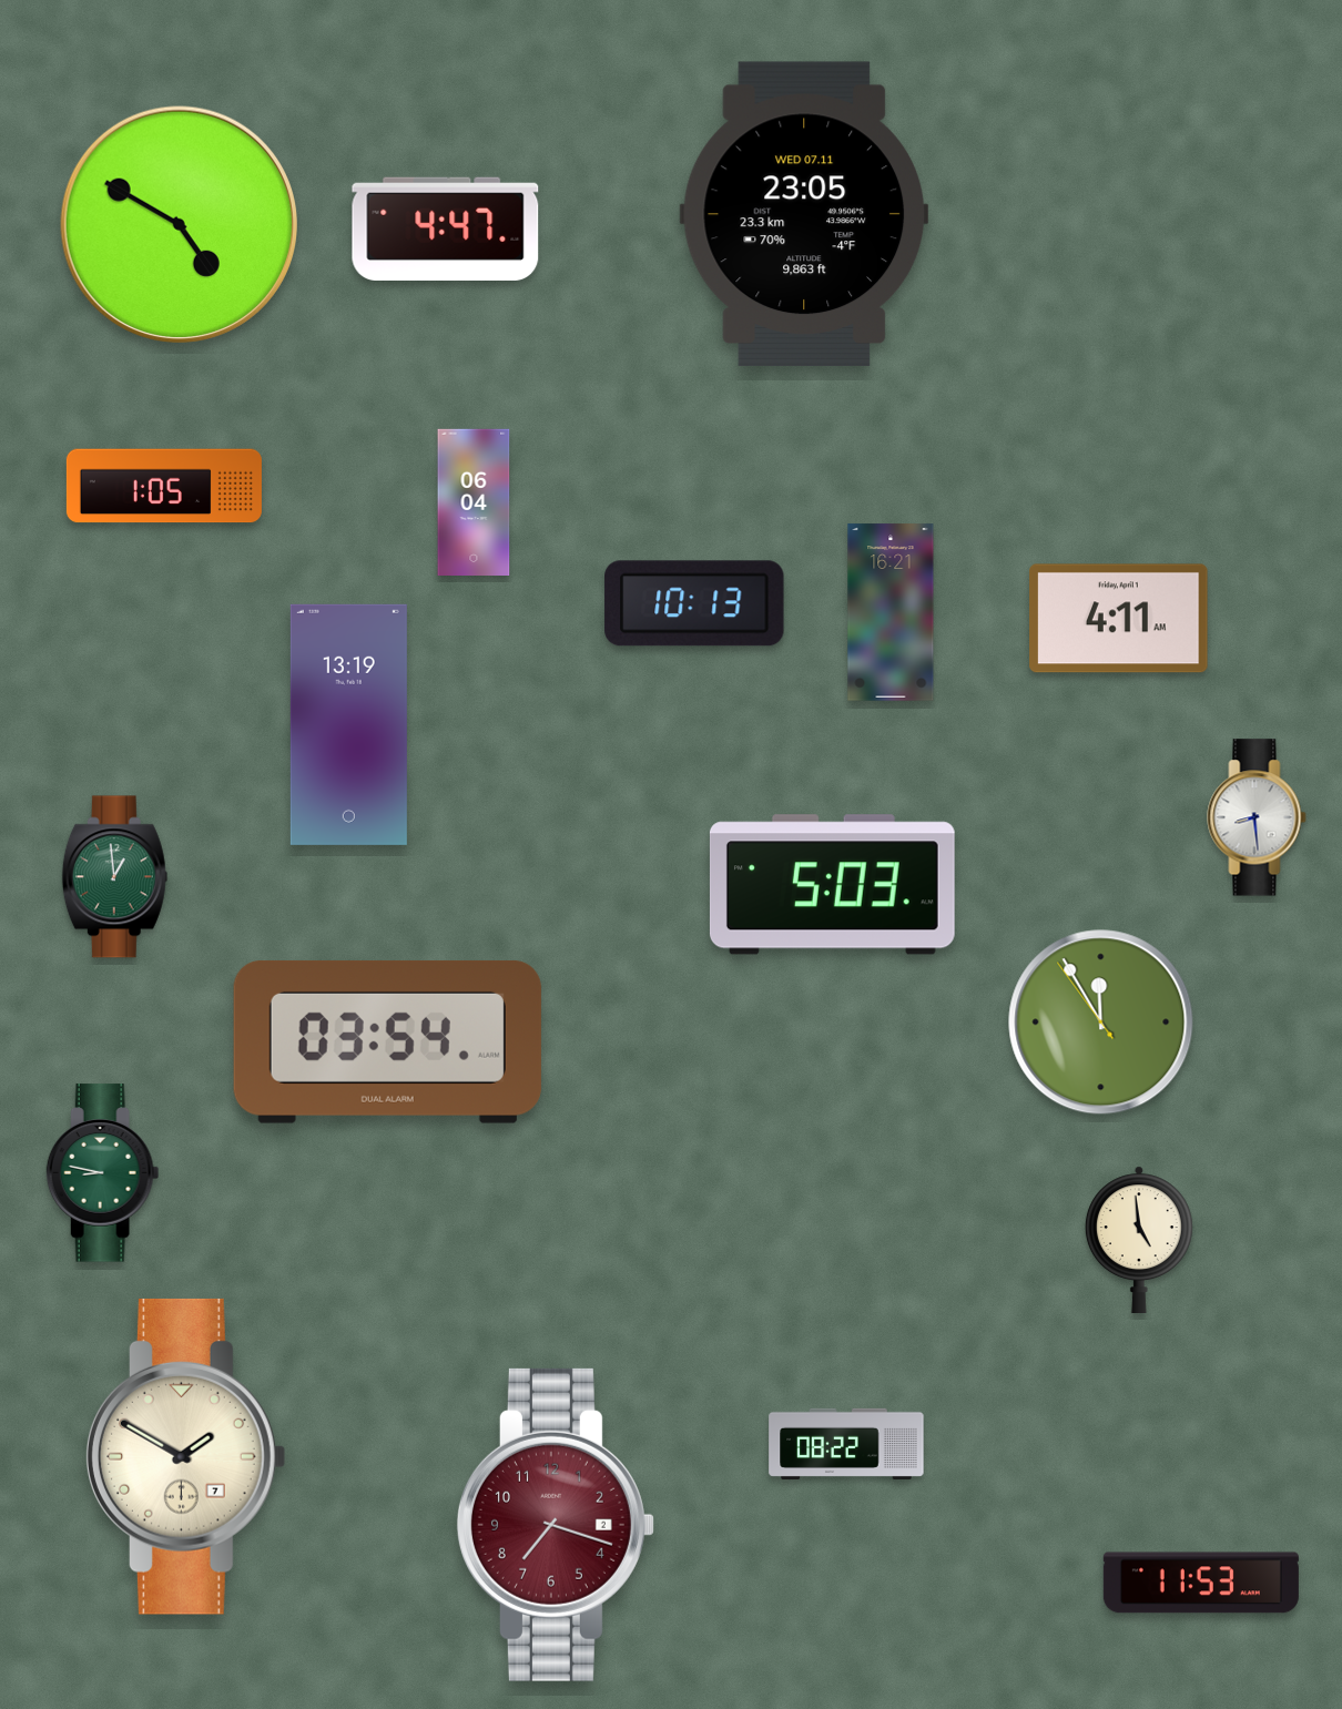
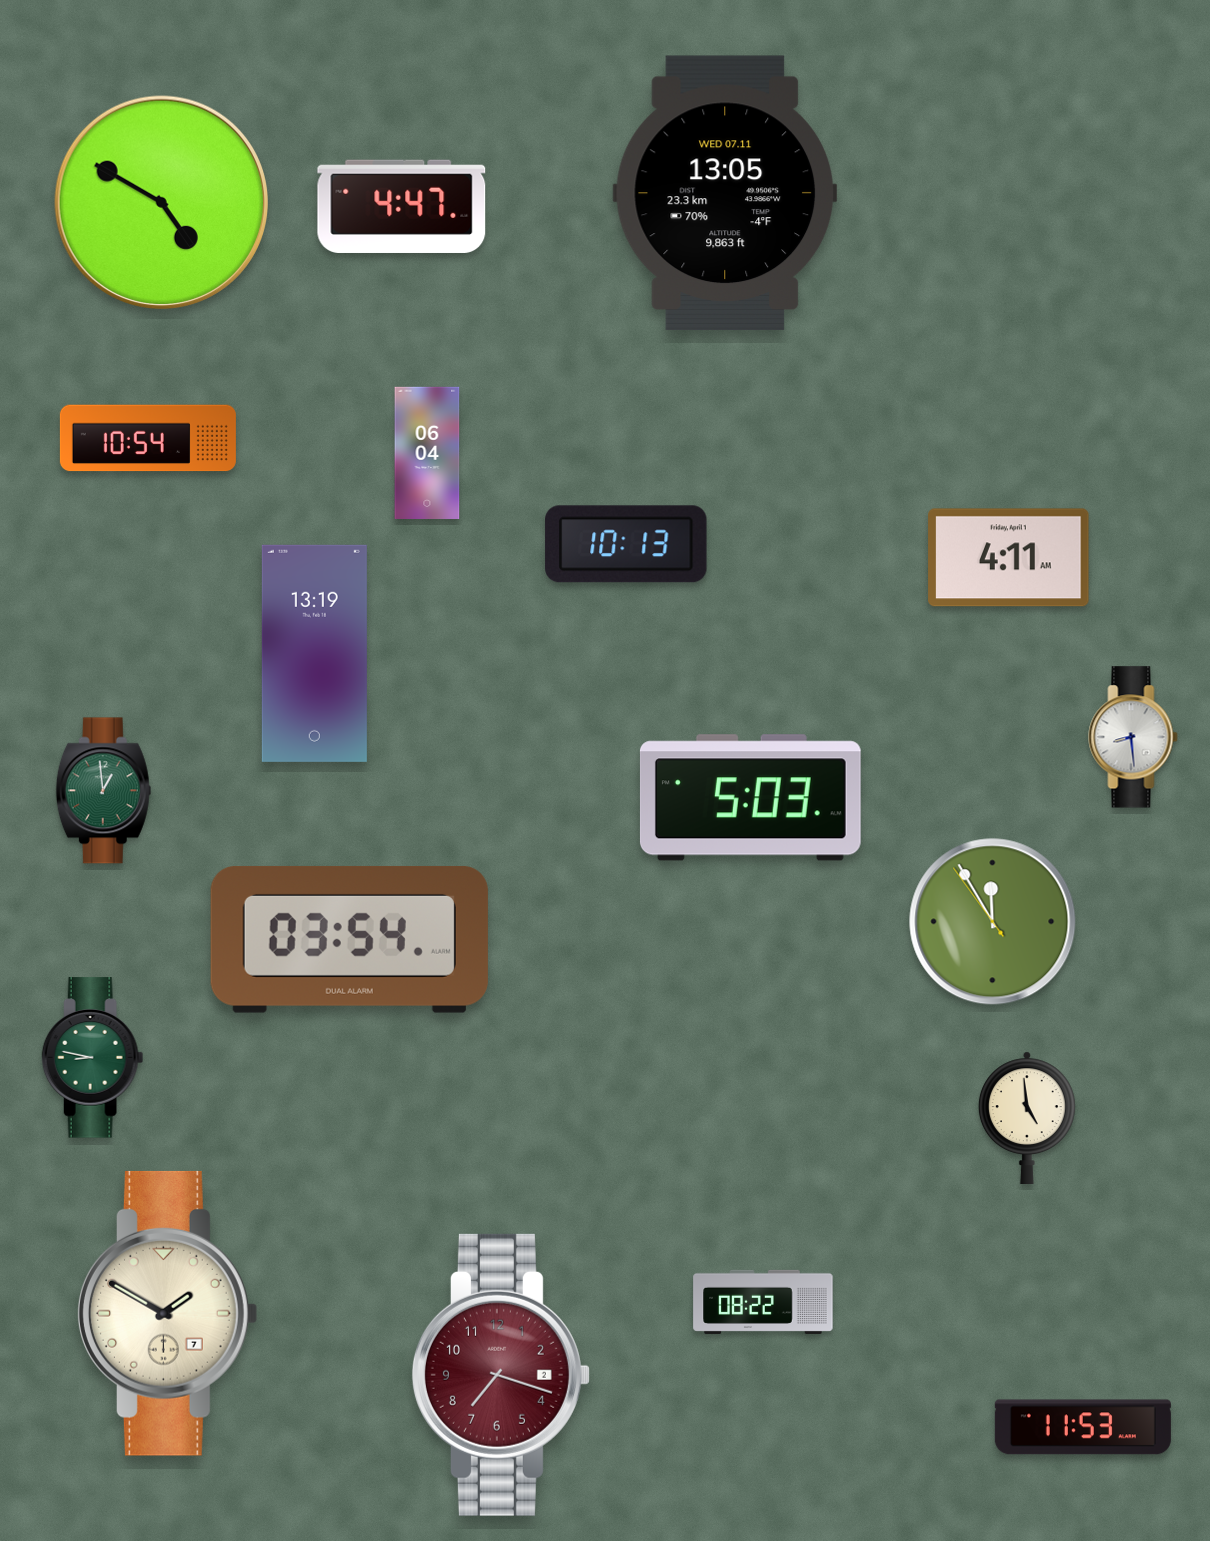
clock at (804, 213): 23:05 -> 13:05
clock at (164, 486): 1:05 -> 10:54
clock at (891, 612): 16:21 -> none
